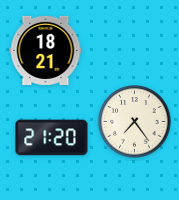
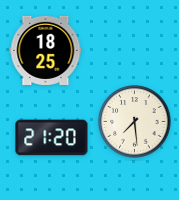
clock at (46, 50): 18:21 -> 18:25
clock at (135, 122): 7:24 -> 7:29
